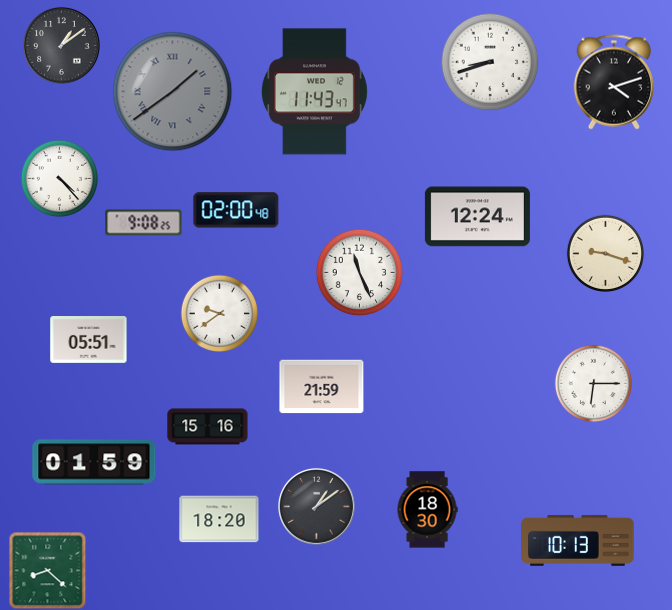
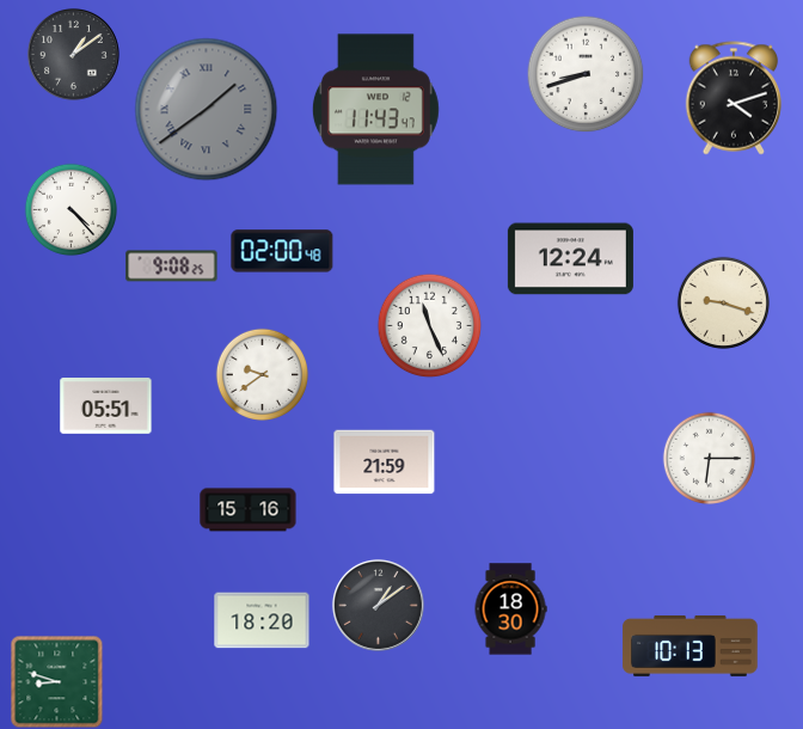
clock at (59, 178) position: (59, 178) -> (71, 209)
clock at (94, 462): 01:59 -> none
clock at (47, 570): 8:22 -> 8:48
